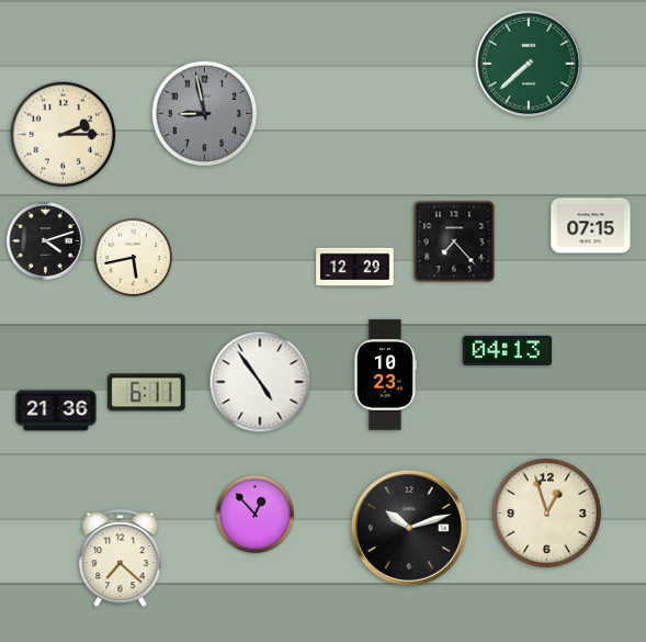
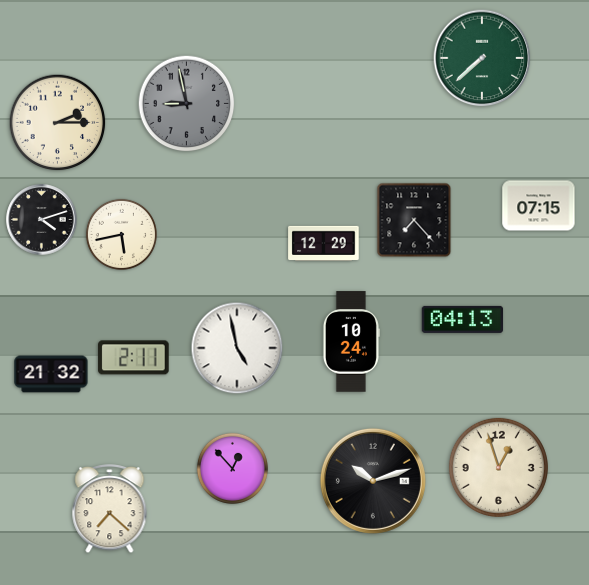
clock at (385, 375): 10:23 -> 10:24
clock at (260, 382): 4:54 -> 4:58
clock at (147, 393): 6:11 -> 2:11
clock at (56, 410): 21:36 -> 21:32
